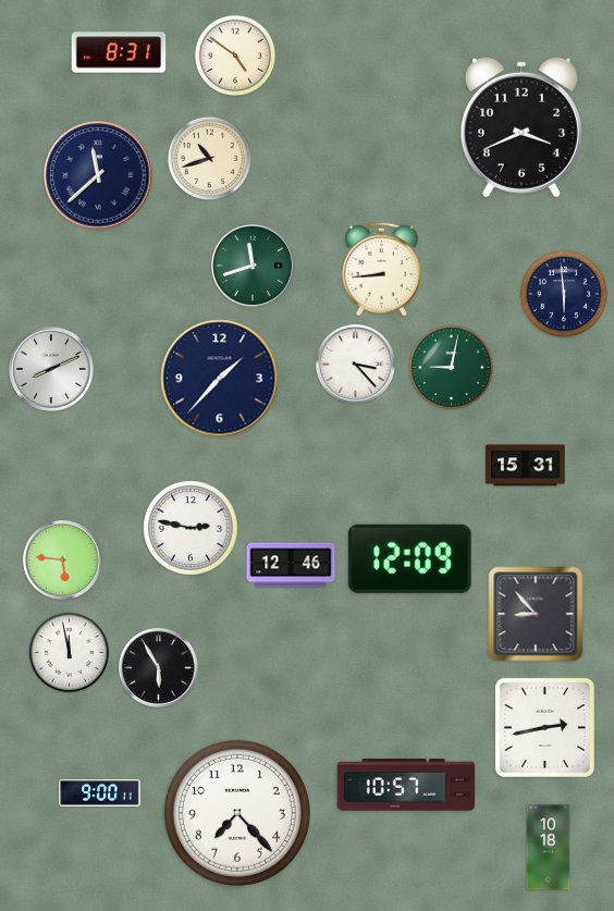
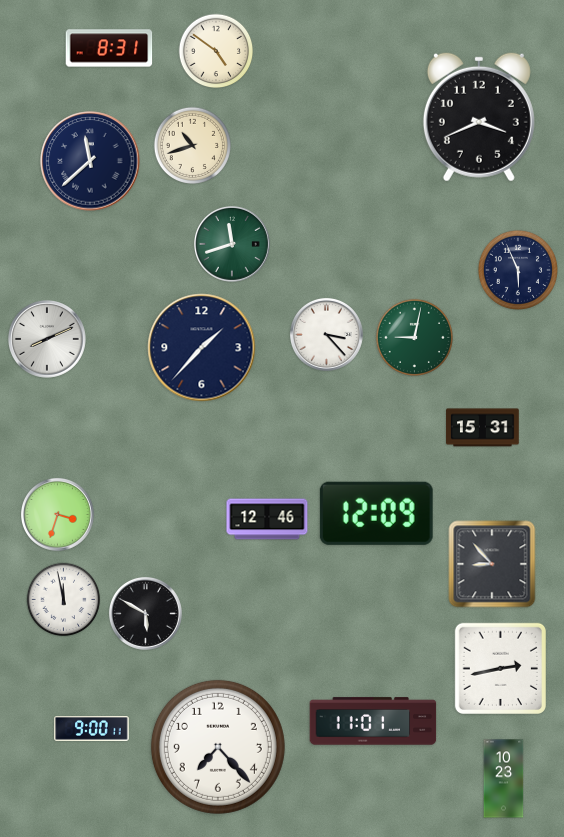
clock at (381, 269): 8:44 -> none
clock at (564, 294): 5:59 -> 5:56
clock at (191, 528): 2:47 -> none
clock at (62, 559): 5:46 -> 3:33
clock at (158, 667): 5:55 -> 5:50
clock at (406, 785): 10:57 -> 11:01
clock at (549, 848): 10:18 -> 10:23
